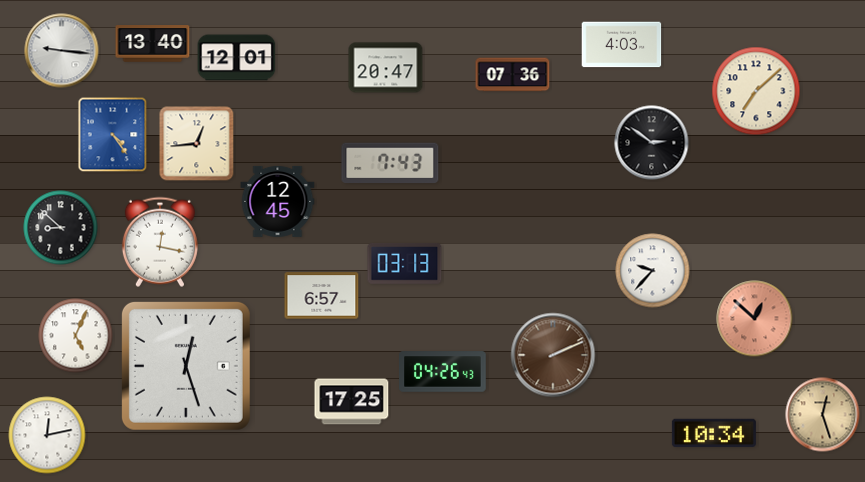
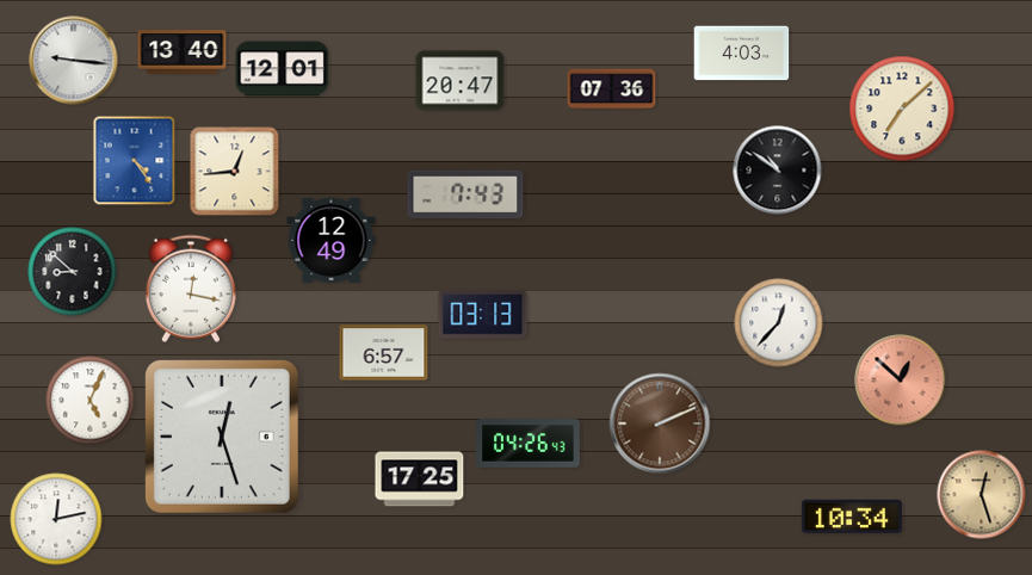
clock at (652, 143): 2:51 -> 10:51
clock at (278, 201): 12:45 -> 12:49
clock at (653, 271): 9:37 -> 12:37
